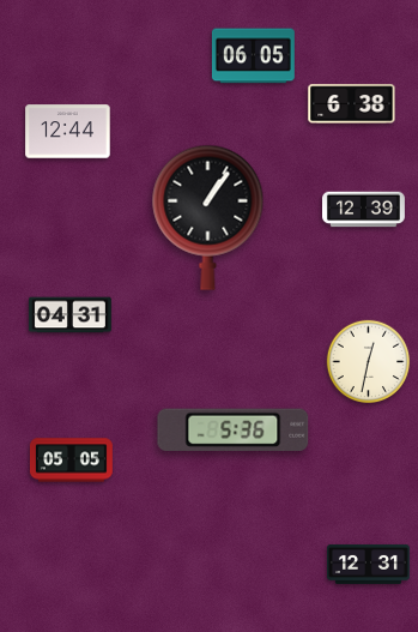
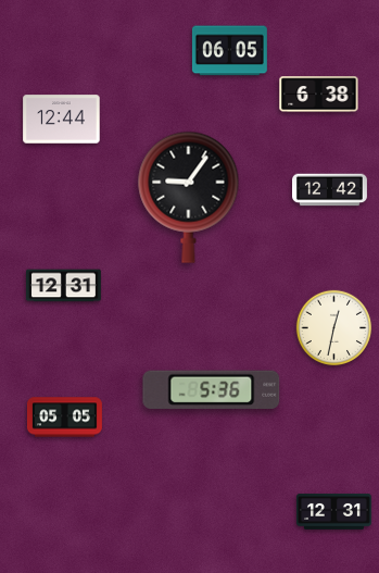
clock at (364, 210): 12:39 -> 12:42
clock at (208, 217): 1:06 -> 9:06
clock at (69, 315): 04:31 -> 12:31
